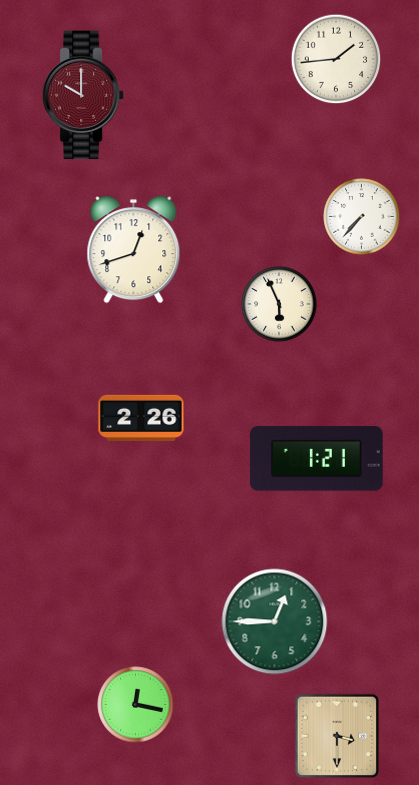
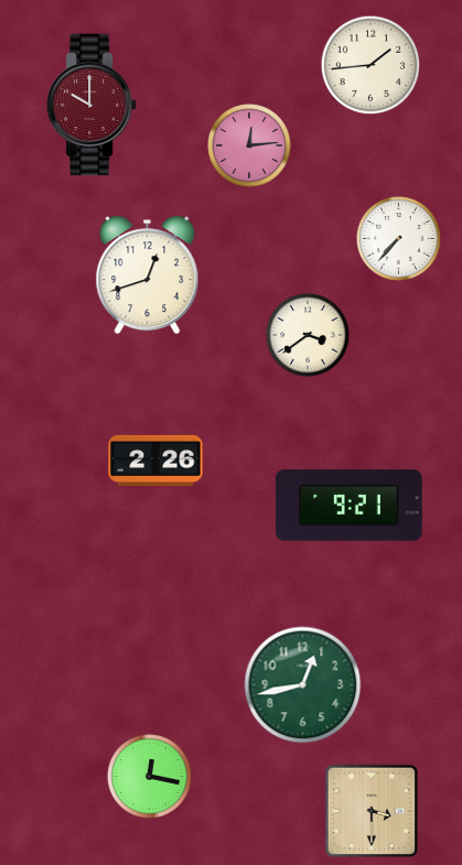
clock at (249, 145): none -> 12:14
clock at (279, 304): 5:56 -> 3:39
clock at (316, 459): 1:21 -> 9:21
clock at (275, 622): 12:45 -> 12:43
